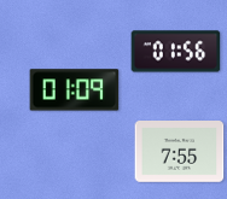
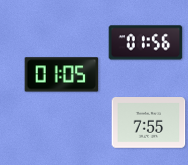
clock at (75, 90): 01:09 -> 01:05
clock at (180, 152) position: (180, 152) -> (149, 123)
